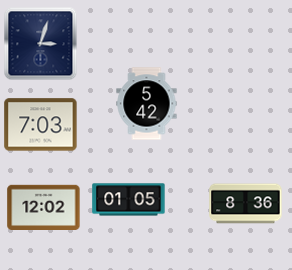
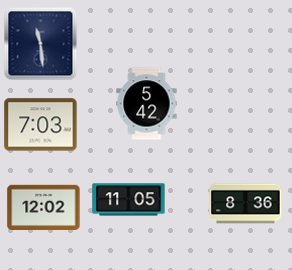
clock at (41, 44): 3:03 -> 11:29
clock at (129, 200): 01:05 -> 11:05
